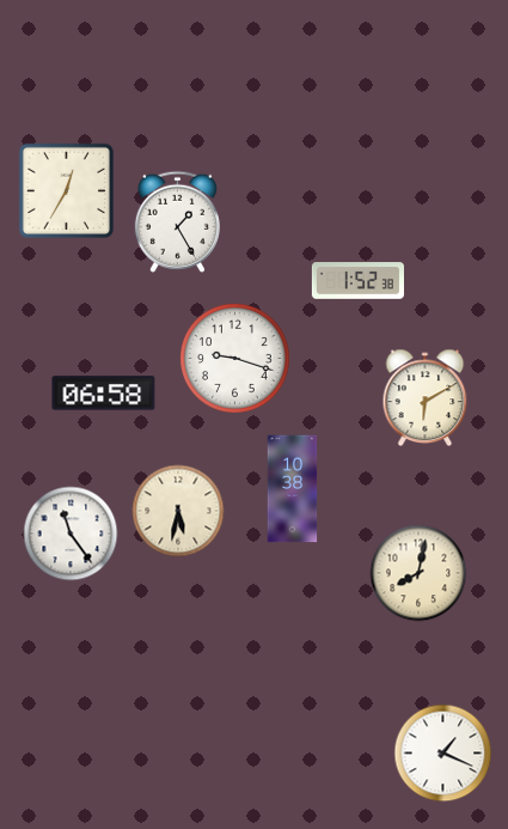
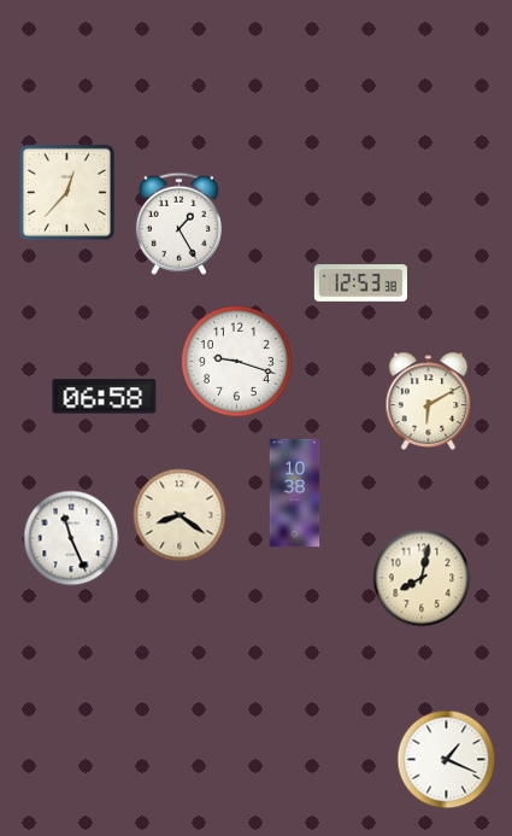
clock at (66, 190): 12:35 -> 12:37
clock at (357, 281): 1:52 -> 12:53
clock at (178, 511): 5:32 -> 8:21
clock at (71, 534): 11:24 -> 11:26
